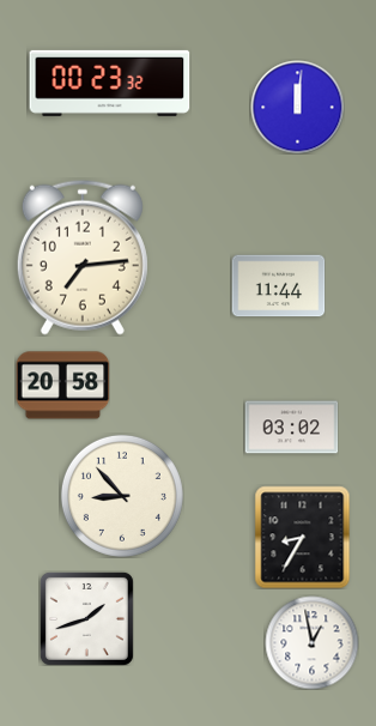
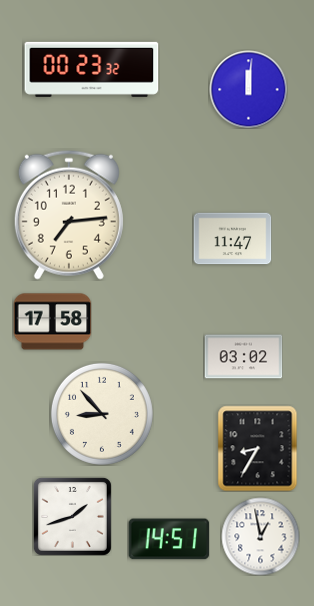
clock at (278, 286): 11:44 -> 11:47
clock at (62, 386): 20:58 -> 17:58
clock at (303, 537) position: (303, 537) -> (258, 448)
clock at (169, 539): none -> 14:51
